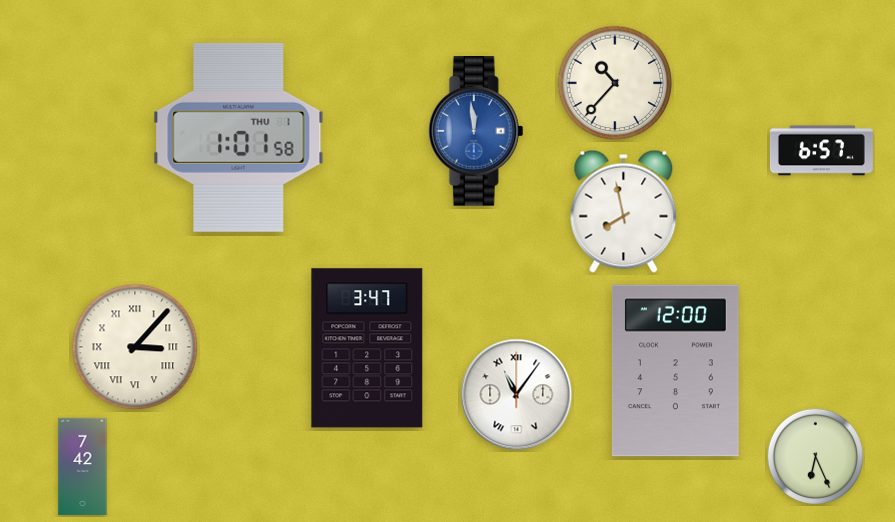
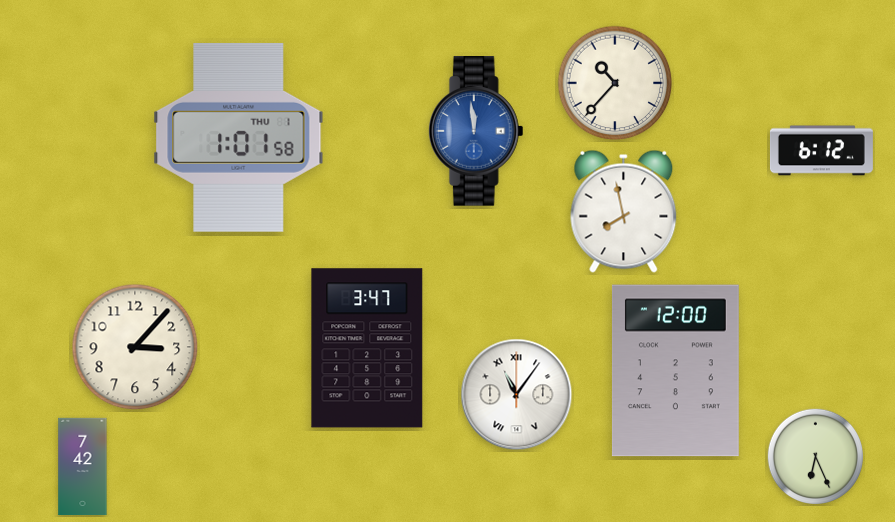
clock at (821, 151): 6:57 -> 6:12
clock at (135, 347) numerals: Roman -> Arabic
